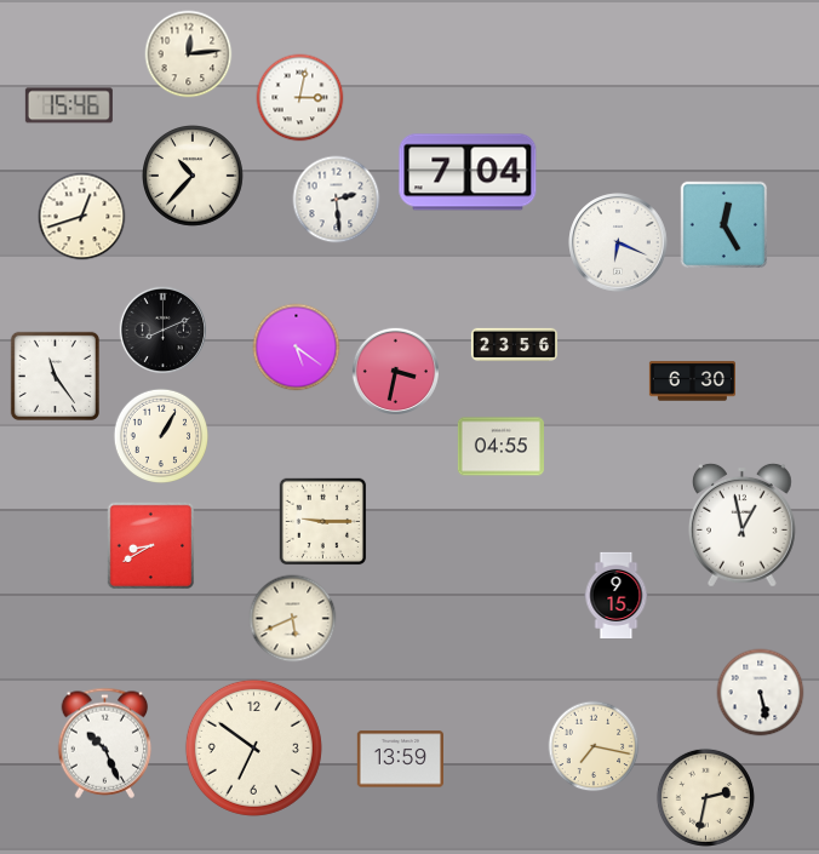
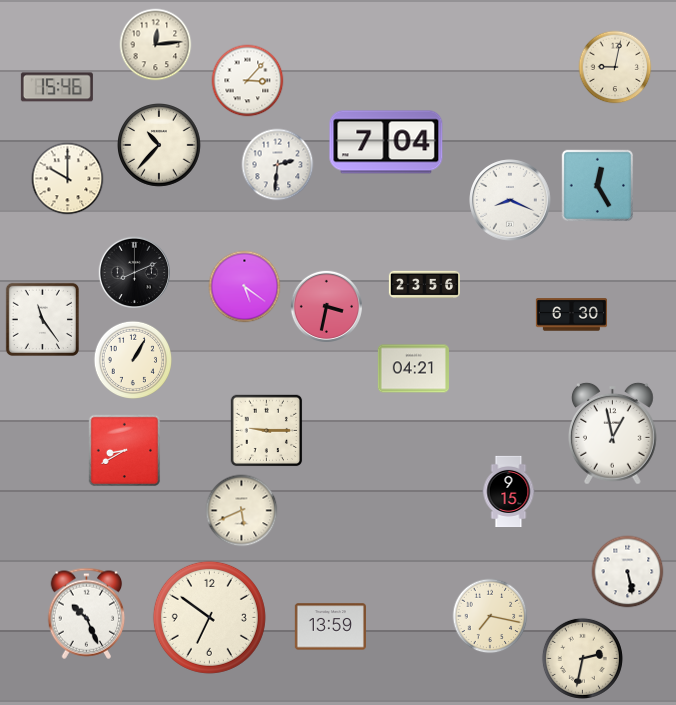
clock at (615, 67): none -> 9:02
clock at (300, 98): 3:02 -> 3:07
clock at (337, 200): 2:29 -> 2:31
clock at (82, 217): 12:42 -> 10:00
clock at (618, 242): 6:19 -> 8:19
clock at (55, 376) position: (55, 376) -> (42, 319)
clock at (500, 447): 04:55 -> 04:21
